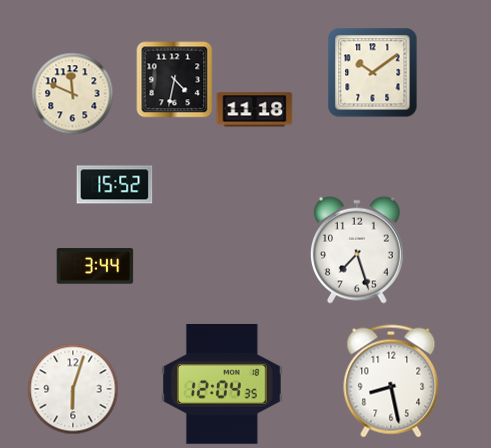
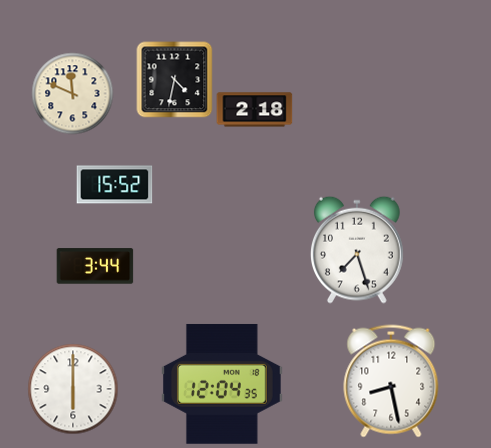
clock at (373, 73): 10:09 -> none
clock at (255, 110): 11:18 -> 2:18
clock at (73, 389): 6:03 -> 6:00
